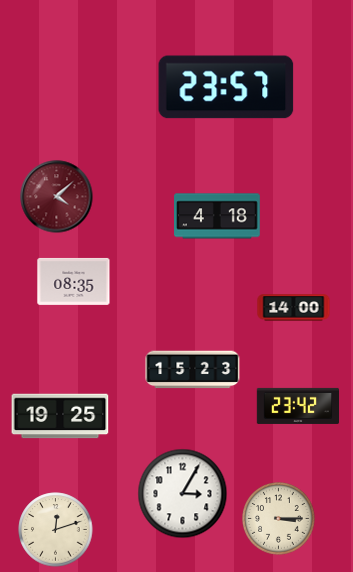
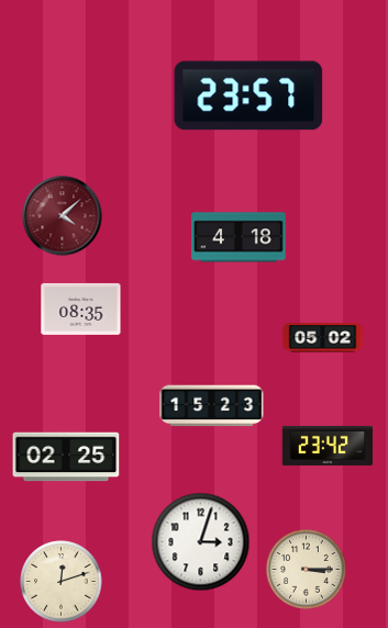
clock at (294, 308): 14:00 -> 05:02
clock at (60, 416): 19:25 -> 02:25
clock at (183, 494): 3:05 -> 3:03
